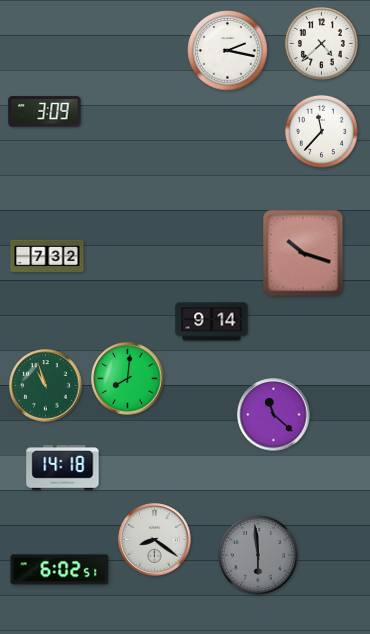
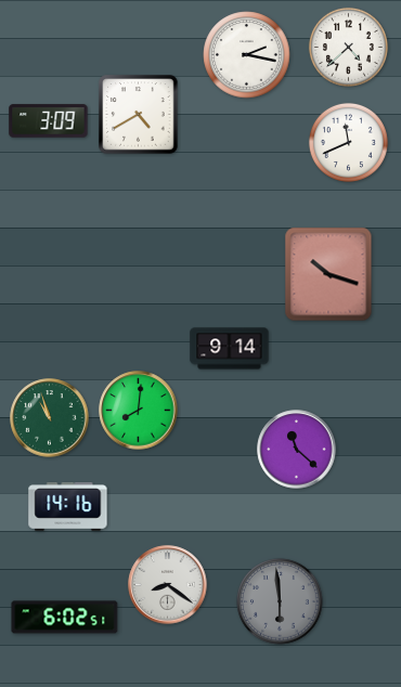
clock at (139, 115): none -> 4:40
clock at (321, 131): 11:37 -> 11:41
clock at (47, 256): 7:32 -> none
clock at (63, 468): 14:18 -> 14:16
